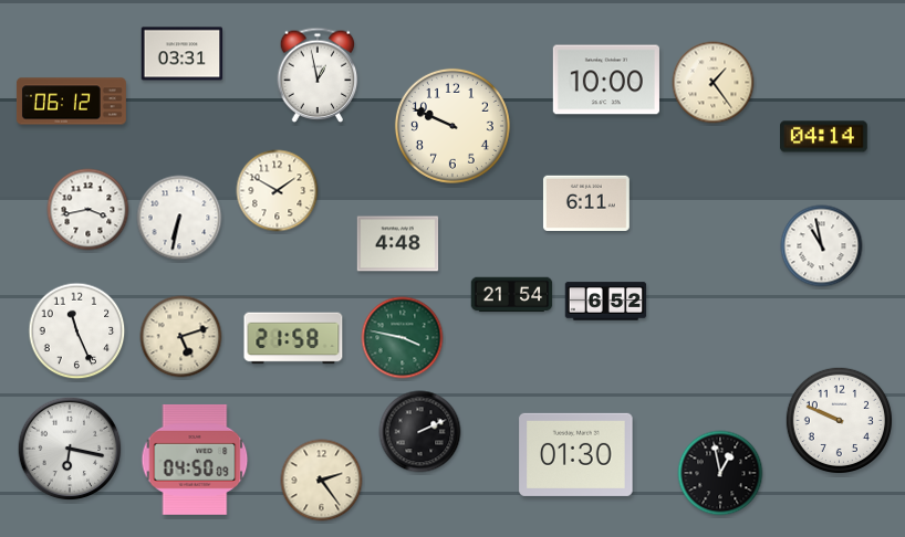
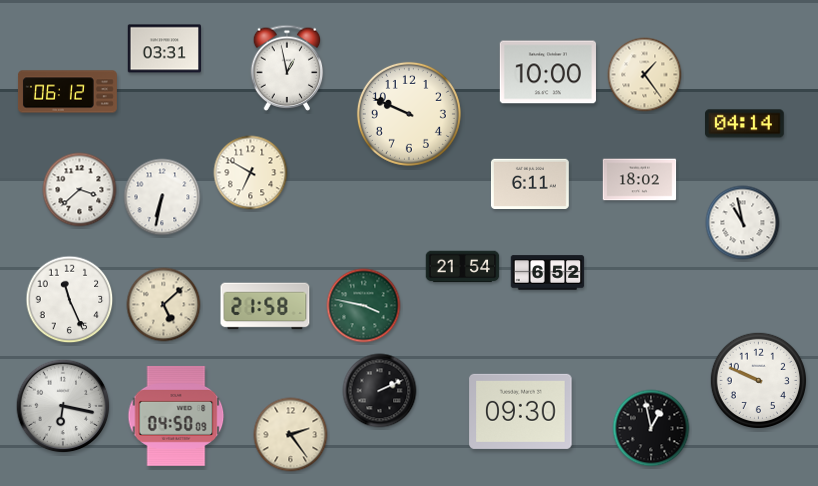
clock at (71, 102) position: (71, 102) -> (67, 92)
clock at (278, 191): 1:50 -> 6:50
clock at (640, 180): none -> 18:02
clock at (89, 210): 3:43 -> 3:38
clock at (398, 244): 4:48 -> none
clock at (181, 337): 5:12 -> 5:08
clock at (576, 454): 01:30 -> 09:30
